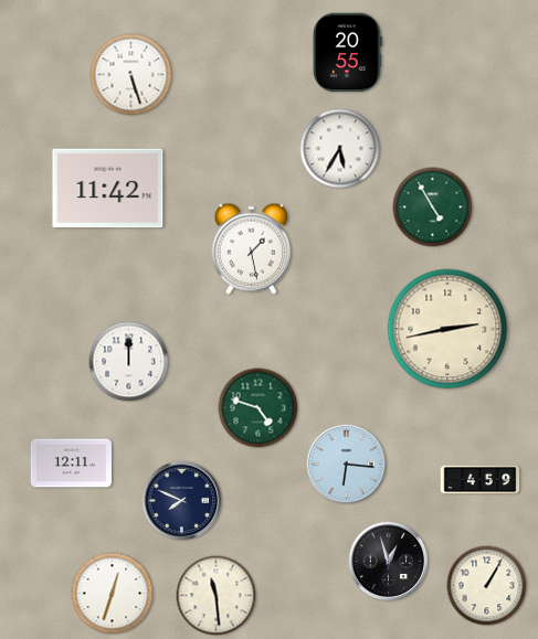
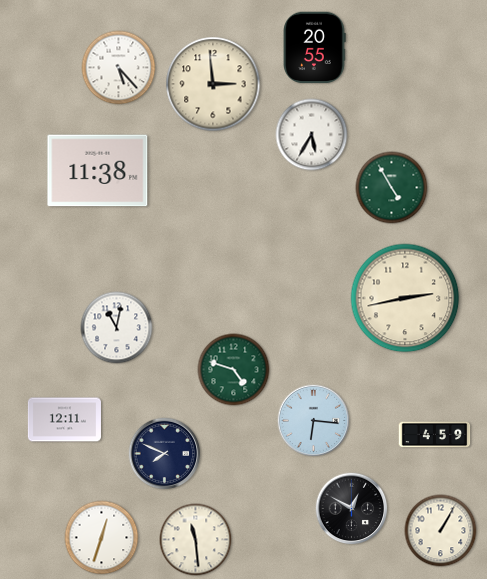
clock at (131, 75): 5:27 -> 5:23
clock at (213, 84): none -> 2:59
clock at (340, 149) position: (340, 149) -> (312, 135)
clock at (108, 189): 11:42 -> 11:38
clock at (252, 248): 1:28 -> none
clock at (129, 362): 12:00 -> 11:02
clock at (389, 562): 12:57 -> 12:50
